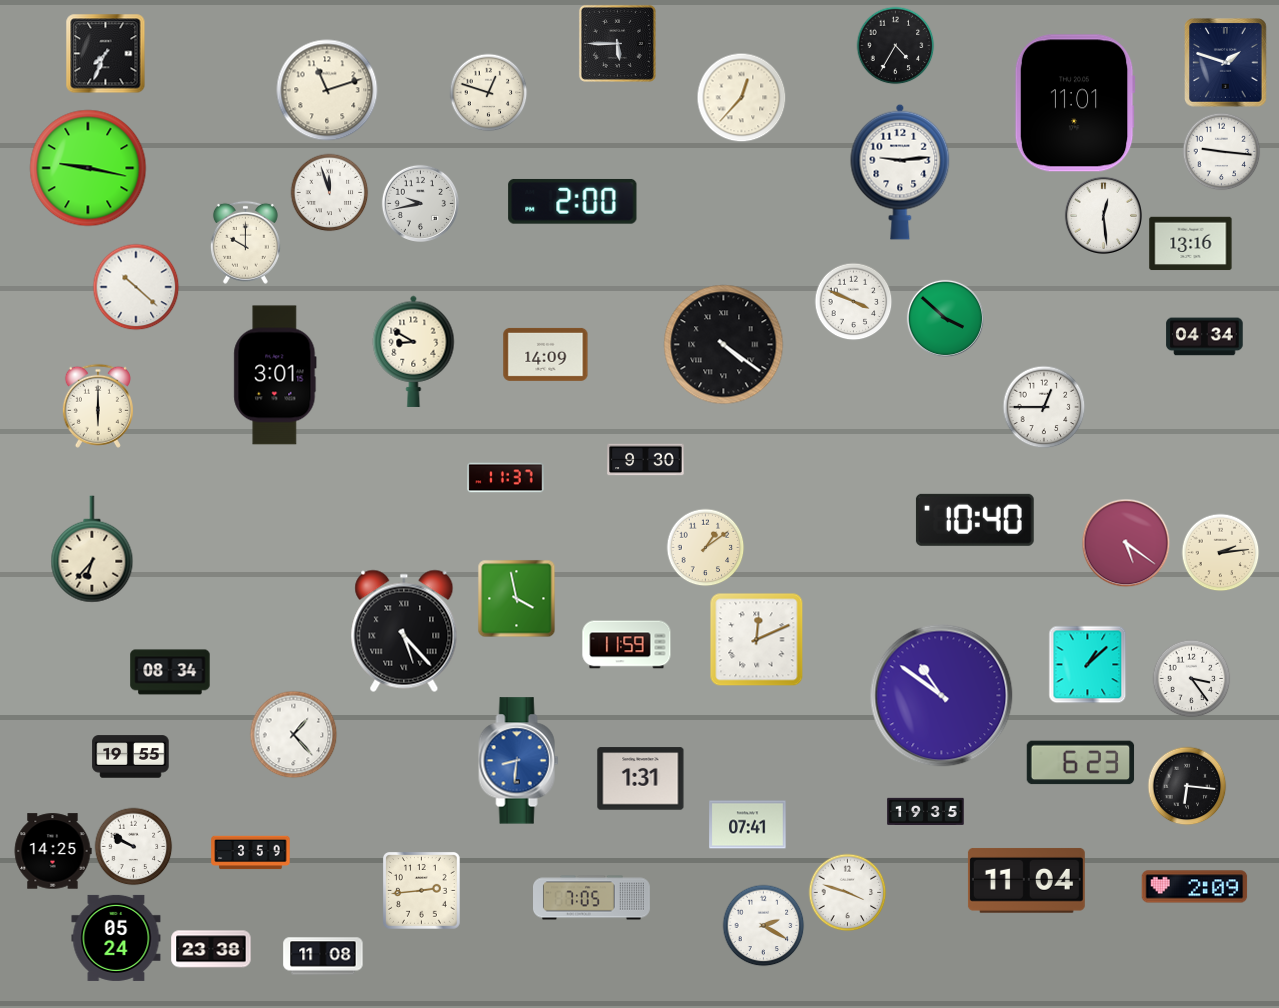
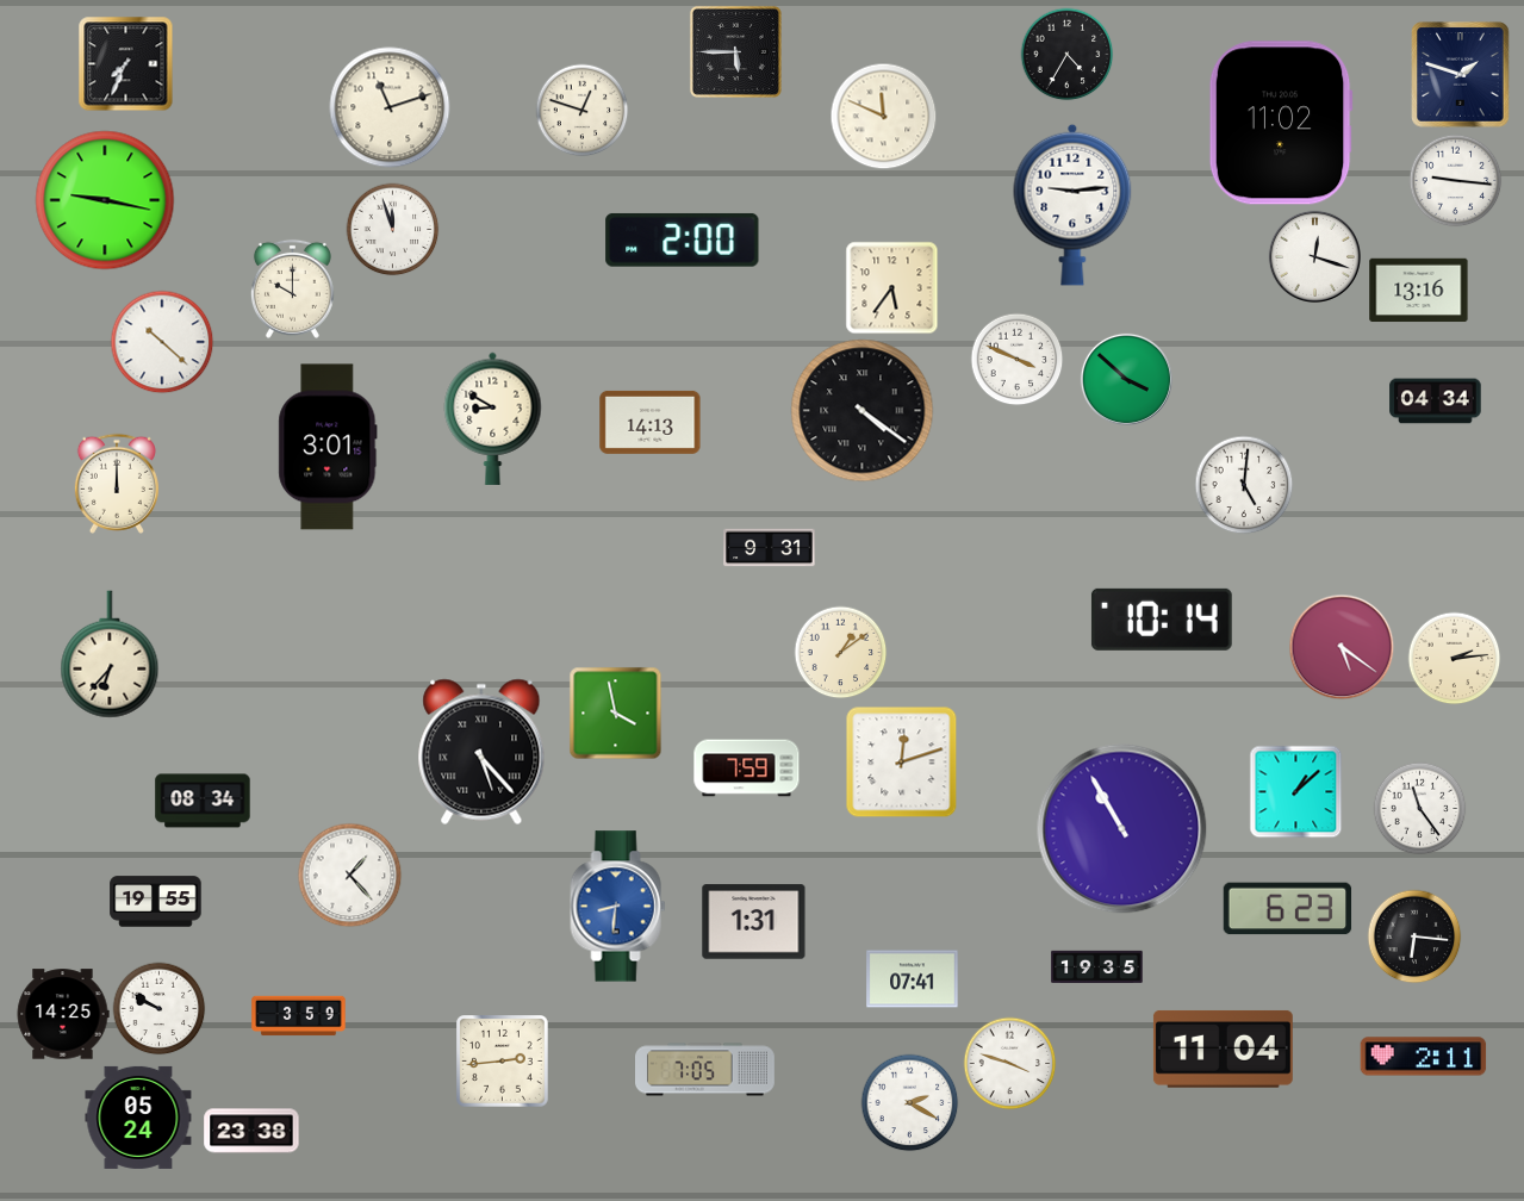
clock at (741, 97): 12:37 -> 11:49
clock at (1075, 103): 11:01 -> 11:02
clock at (420, 203): 9:43 -> none
clock at (1103, 215): 12:29 -> 12:18
clock at (891, 287): none -> 5:36
clock at (546, 354): 14:09 -> 14:13
clock at (98, 406): 6:00 -> 12:00
clock at (1044, 407): 12:45 -> 5:01
clock at (646, 460): 9:30 -> 9:31
clock at (506, 478): 11:37 -> none
clock at (975, 520): 10:40 -> 10:14
clock at (757, 640): 12:11 -> 12:12
clock at (627, 645): 11:59 -> 7:59
clock at (1191, 678): 3:24 -> 11:24
clock at (942, 696): 10:51 -> 10:55
clock at (641, 779) position: (641, 779) -> (754, 922)
clock at (926, 812) position: (926, 812) -> (1097, 967)
clock at (748, 825) position: (748, 825) -> (913, 979)
clock at (1195, 887): 2:09 -> 2:11
clock at (323, 956): 11:08 -> none
